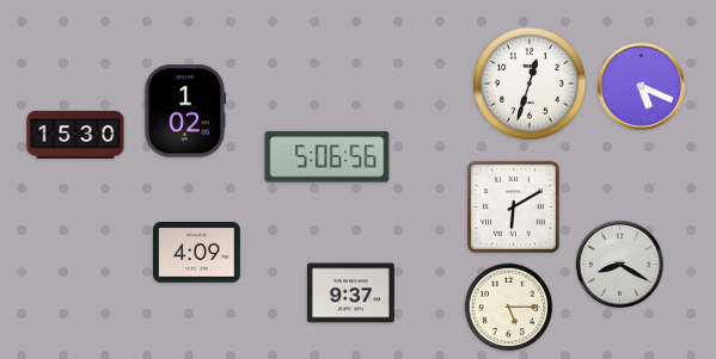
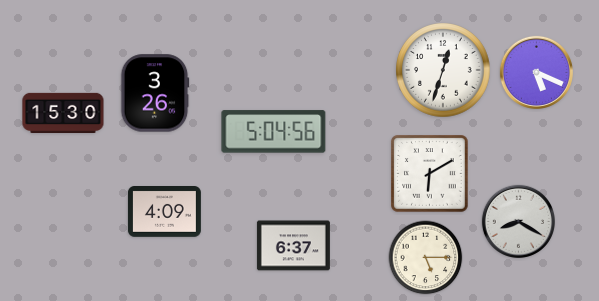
clock at (185, 111): 1:02 -> 3:26
clock at (328, 157): 5:06 -> 5:04
clock at (350, 293): 9:37 -> 6:37
